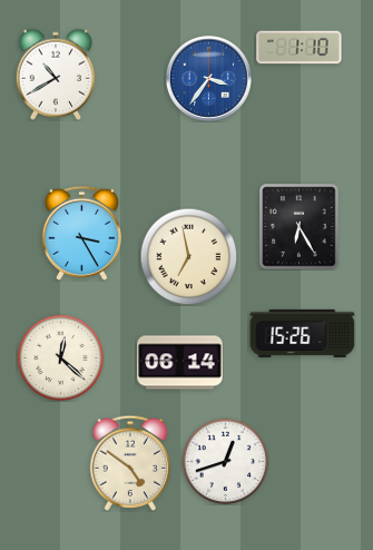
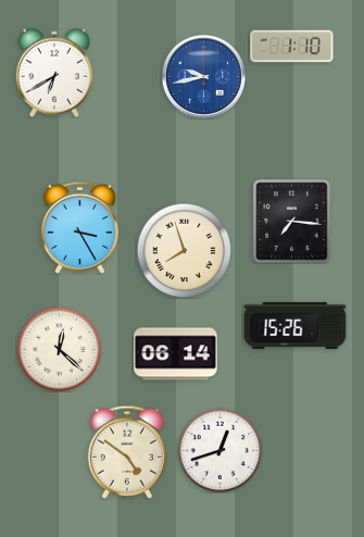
clock at (56, 75): 10:40 -> 6:40
clock at (208, 78): 3:36 -> 9:43
clock at (300, 227): 6:25 -> 7:16
clock at (188, 256): 6:58 -> 7:57
